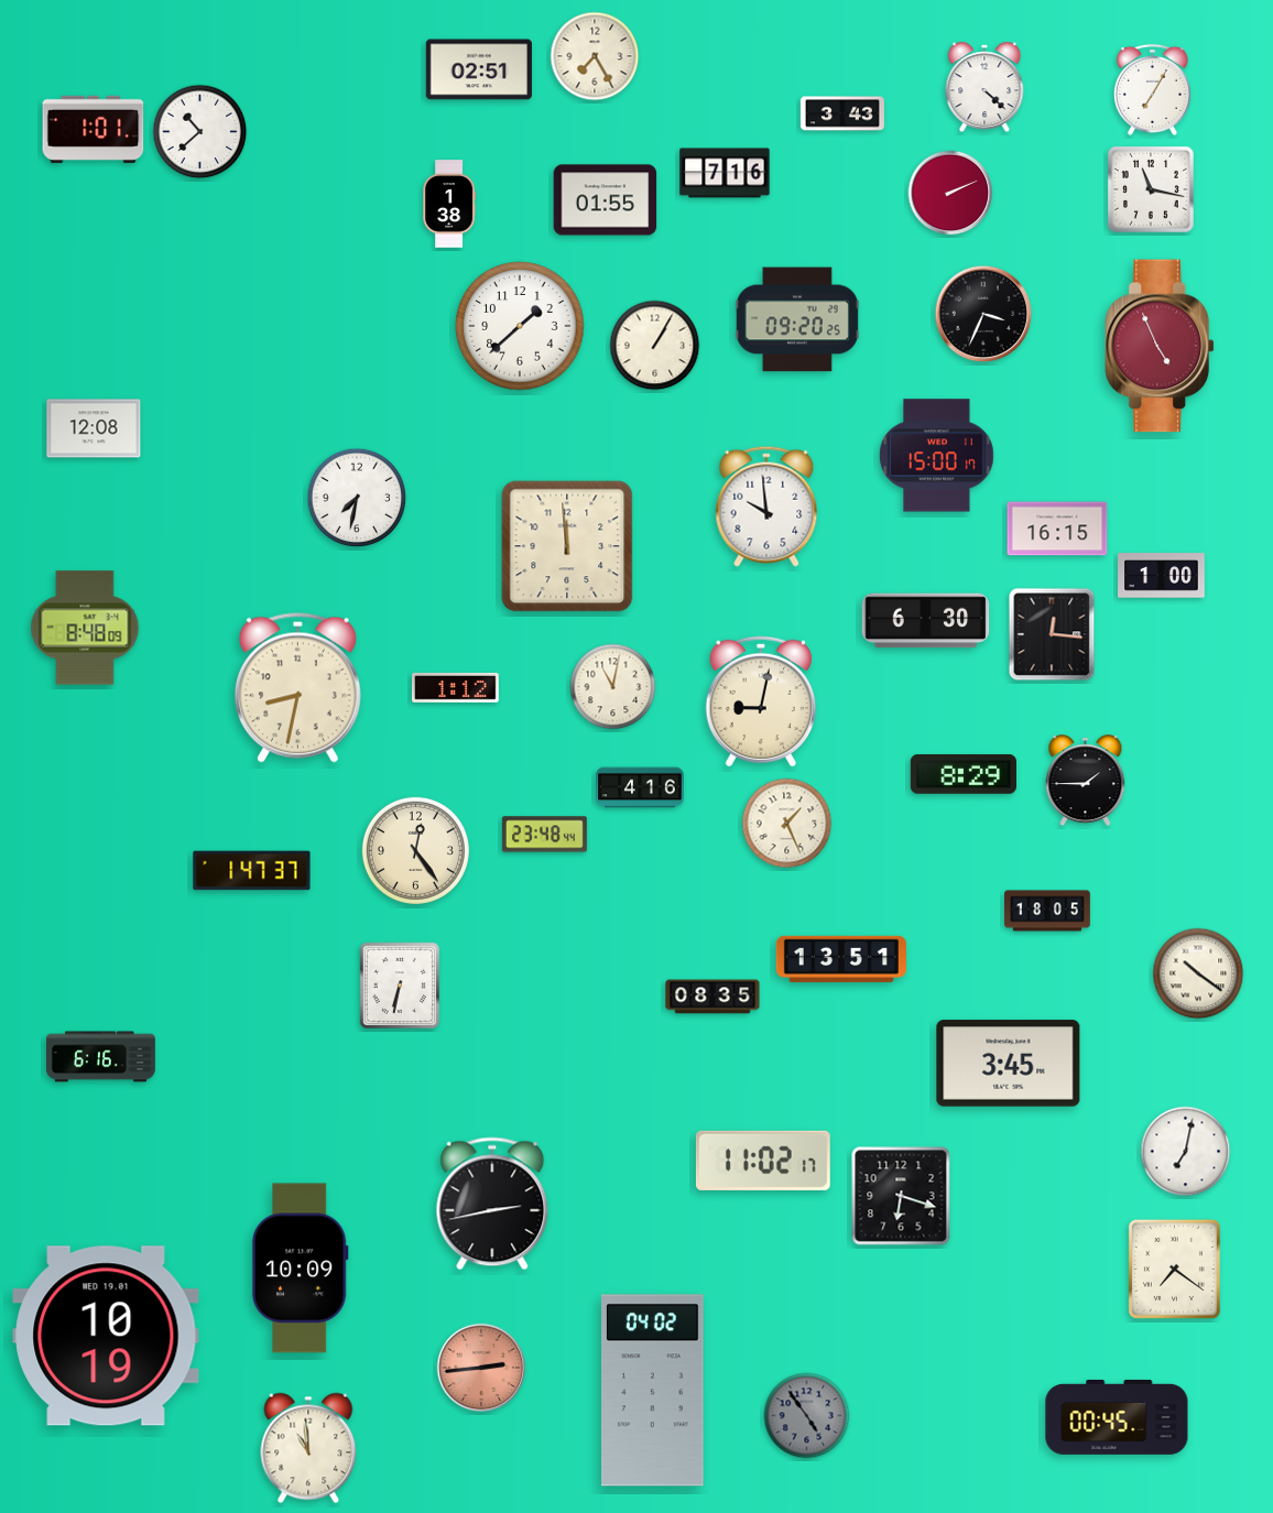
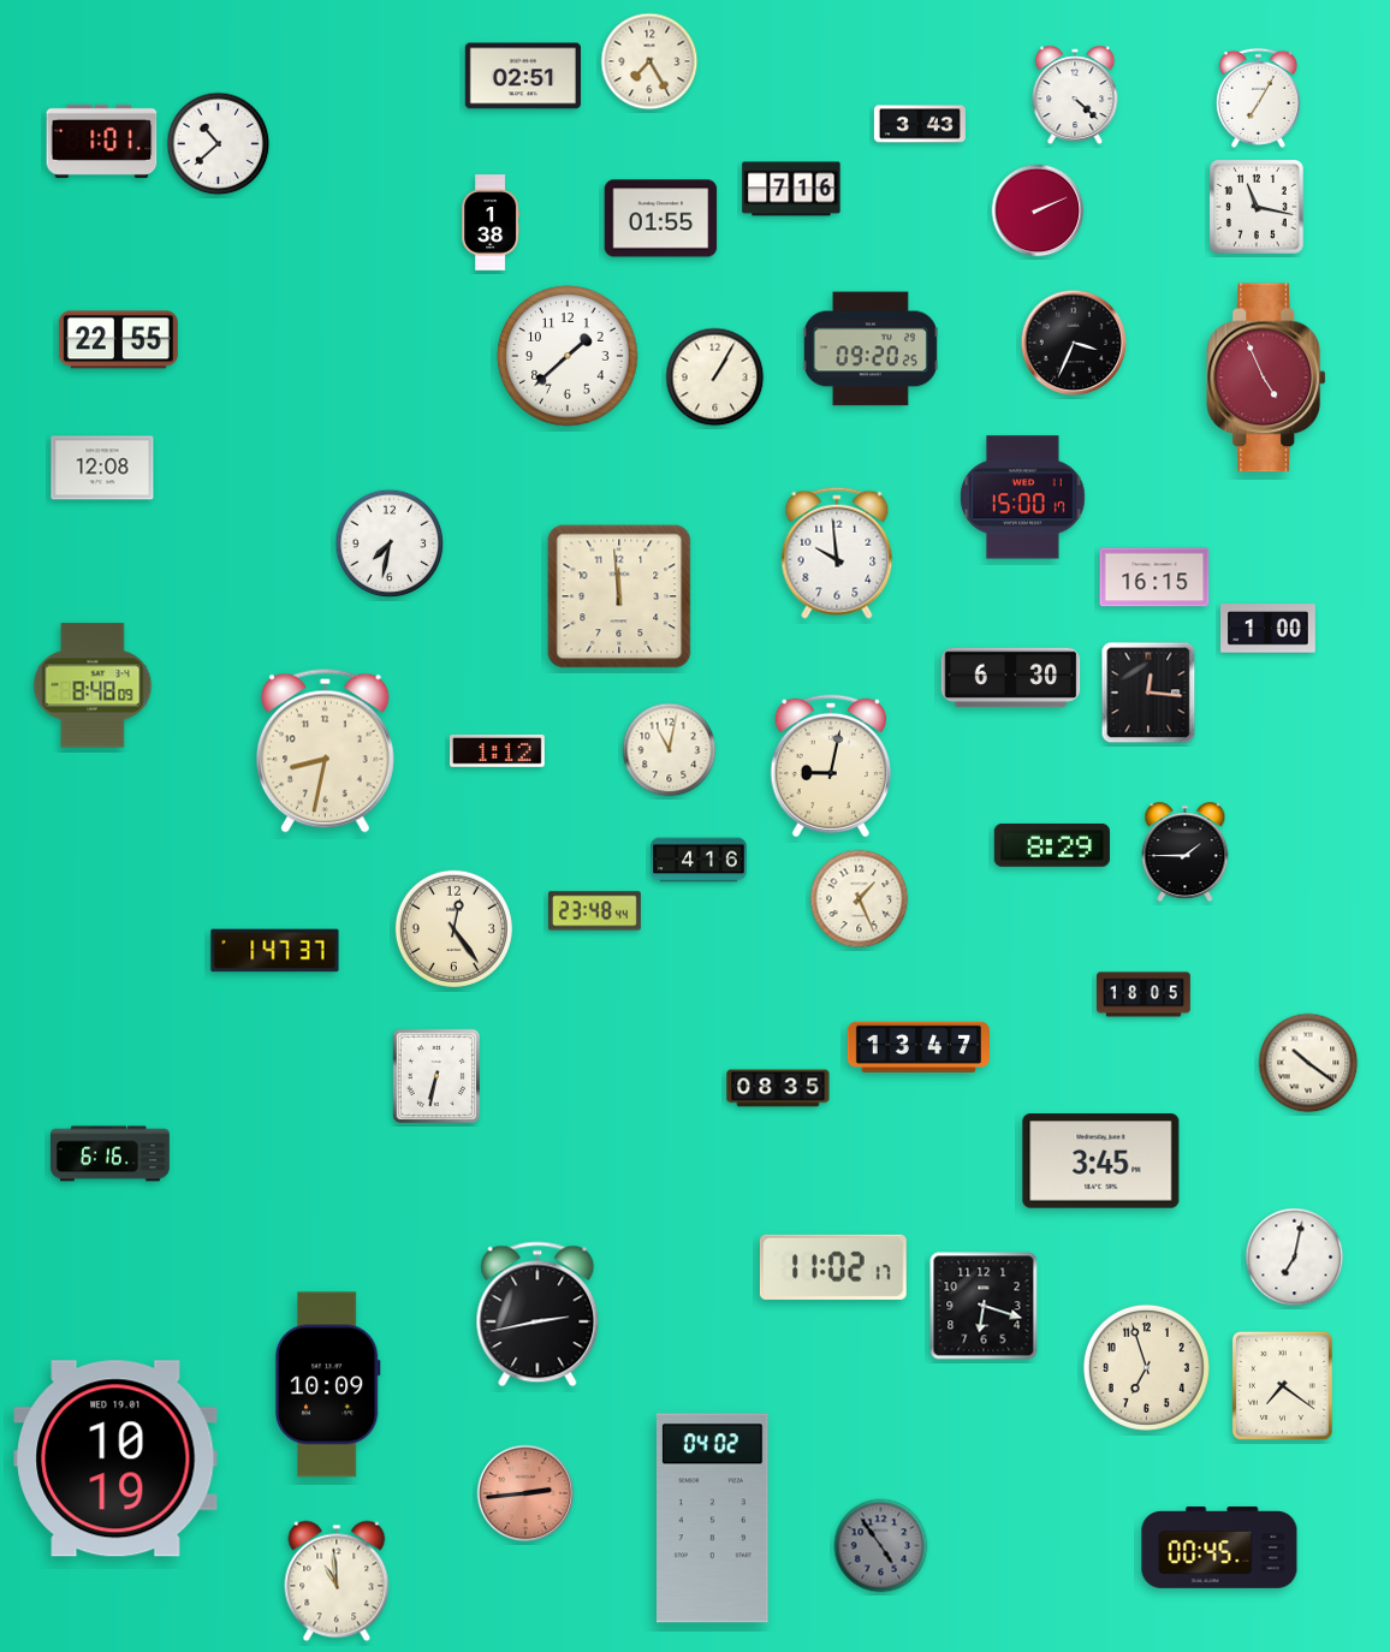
clock at (118, 340): none -> 22:55
clock at (841, 958): 13:51 -> 13:47
clock at (1146, 1367): none -> 6:57
